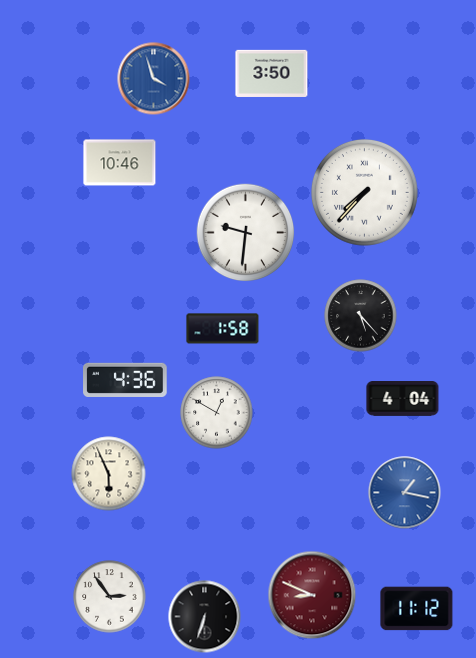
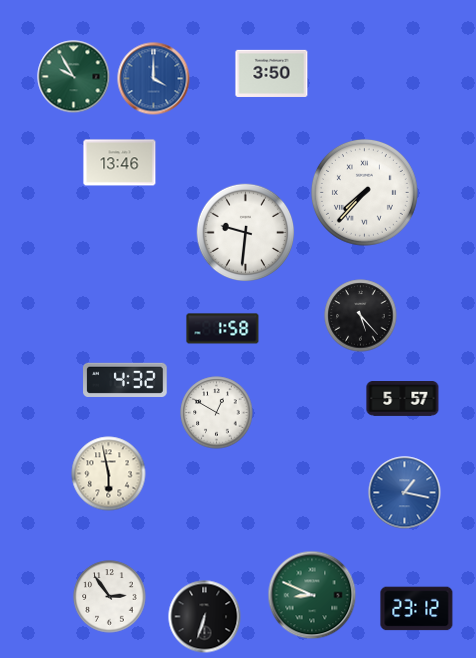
clock at (74, 77): none -> 9:55
clock at (154, 79): 3:57 -> 4:00
clock at (120, 163): 10:46 -> 13:46
clock at (125, 379): 4:36 -> 4:32
clock at (403, 399): 4:04 -> 5:57
clock at (109, 474): 5:56 -> 5:58
clock at (312, 595) dial: burgundy -> green
clock at (417, 609): 11:12 -> 23:12
